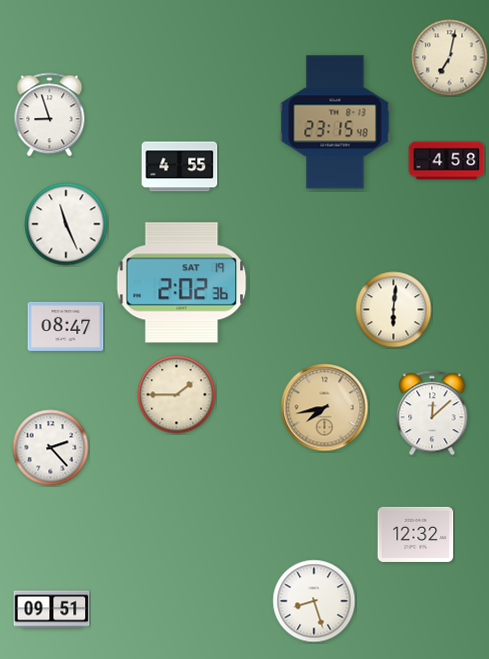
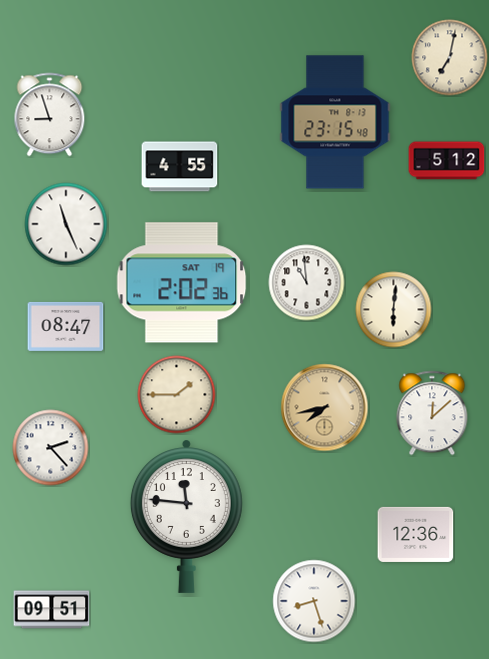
clock at (447, 161): 4:58 -> 5:12
clock at (307, 283): none -> 10:59
clock at (186, 516): none -> 11:46
clock at (416, 534): 12:32 -> 12:36
